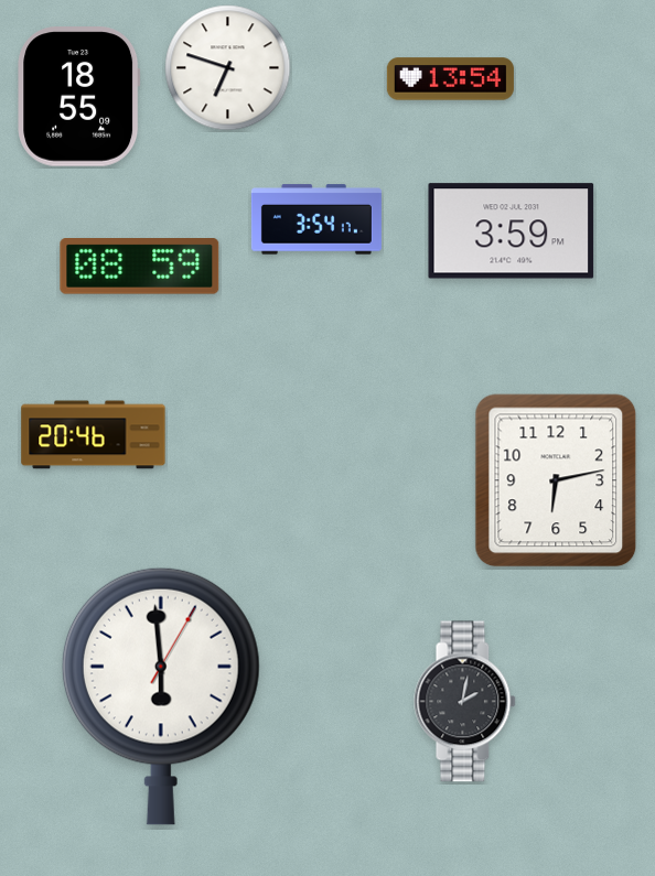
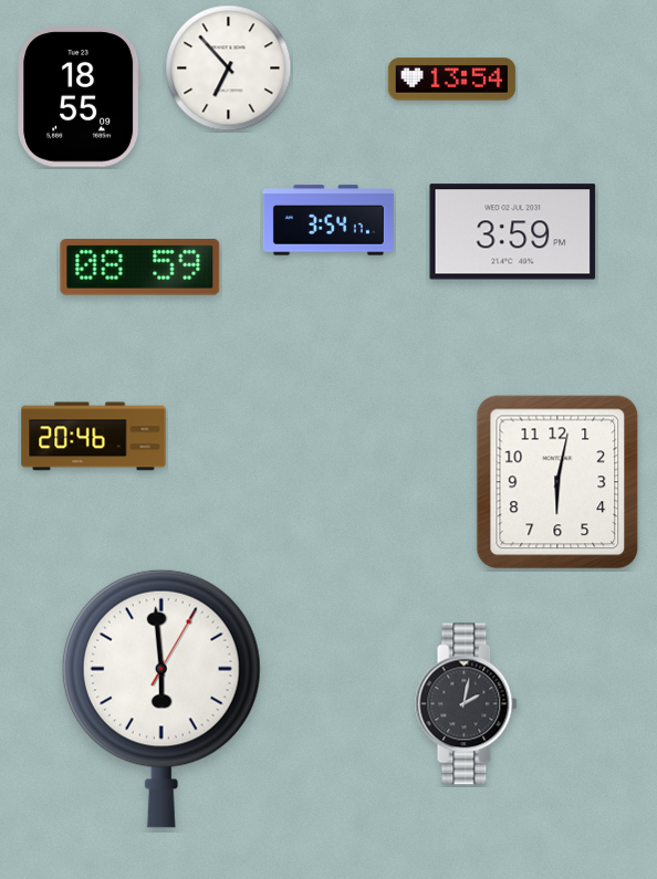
clock at (228, 68): 6:48 -> 6:53
clock at (316, 219) position: (316, 219) -> (328, 220)
clock at (556, 480): 6:13 -> 6:02
